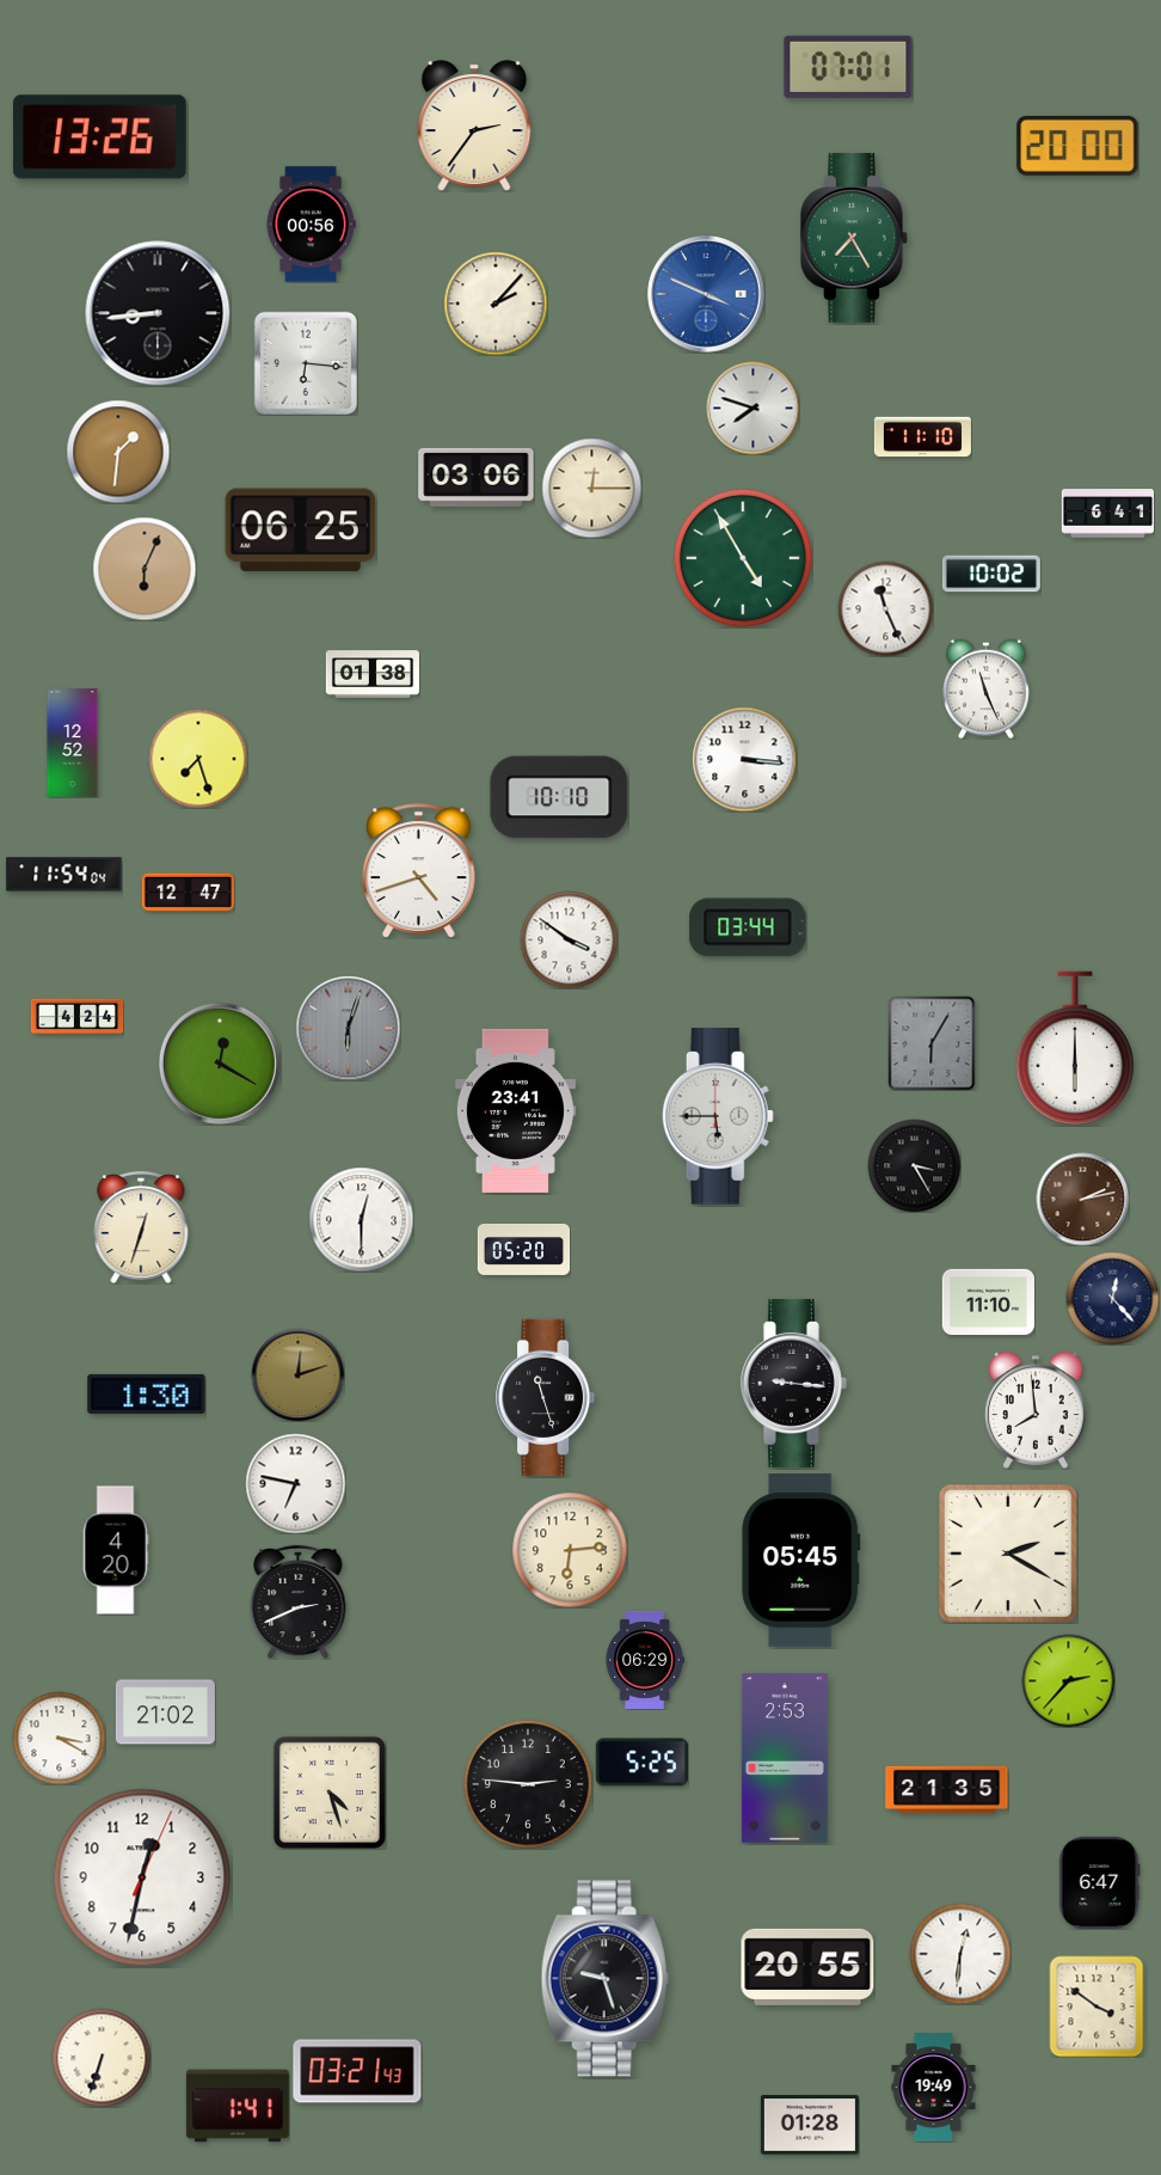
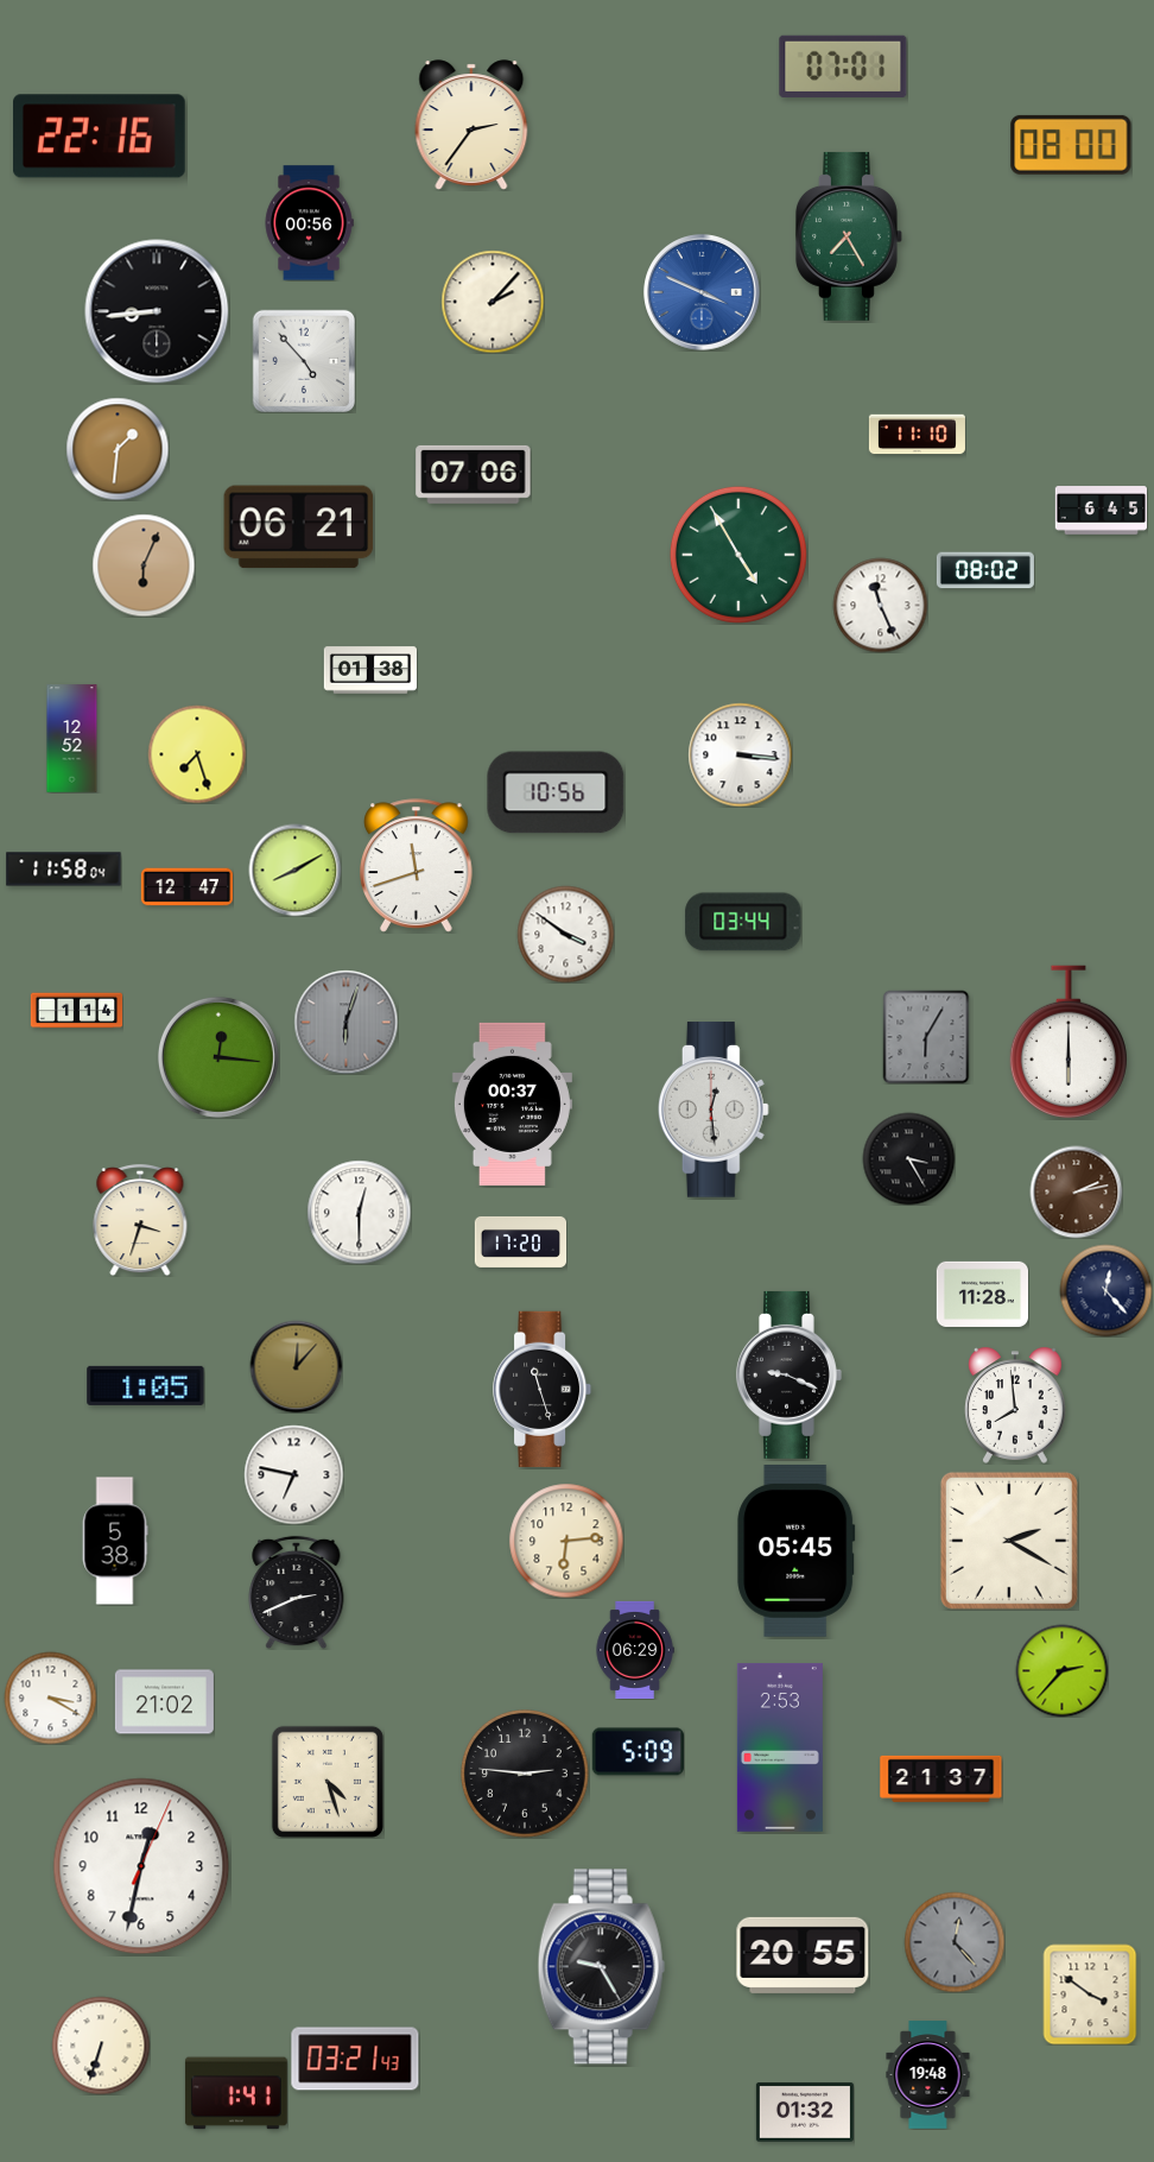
clock at (99, 137): 13:26 -> 22:16
clock at (1077, 146): 20:00 -> 08:00
clock at (305, 362): 6:16 -> 4:53
clock at (752, 408): 7:48 -> none
clock at (477, 477): 03:06 -> 07:06
clock at (591, 488): 12:15 -> none
clock at (1107, 514): 6:41 -> 6:45
clock at (301, 531): 06:25 -> 06:21
clock at (991, 574): 10:02 -> 08:02
clock at (987, 688): 11:26 -> none
clock at (559, 797): 10:10 -> 10:56
clock at (419, 871): 4:42 -> 11:42
clock at (64, 875): 11:54 -> 11:58
clock at (294, 870): none -> 8:10
clock at (76, 1017): 4:24 -> 1:14
clock at (220, 1064): 12:20 -> 12:16
clock at (515, 1110): 23:41 -> 00:37
clock at (718, 1116): 5:45 -> 12:29
clock at (141, 1227): 12:33 -> 3:33
clock at (523, 1249): 05:20 -> 17:20
clock at (988, 1301): 11:10 -> 11:28
clock at (297, 1374): 12:12 -> 12:07
clock at (793, 1383): 9:16 -> 9:19
clock at (147, 1393): 1:30 -> 1:05
clock at (1037, 1410) position: (1037, 1410) -> (1016, 1405)
clock at (116, 1550): 4:20 -> 5:38
clock at (1008, 1554) position: (1008, 1554) -> (1009, 1541)
clock at (645, 1660) position: (645, 1660) -> (635, 1650)
clock at (59, 1738) position: (59, 1738) -> (50, 1698)
clock at (641, 1763): 5:25 -> 5:09
clock at (947, 1789): 21:35 -> 21:37
clock at (1099, 1882): 6:47 -> none
clock at (960, 1954): 12:31 -> 12:23
clock at (960, 1954) dial: white -> grey
clock at (604, 1979): 9:27 -> 9:25
clock at (934, 2088): 19:49 -> 19:48
clock at (810, 2125): 01:28 -> 01:32
